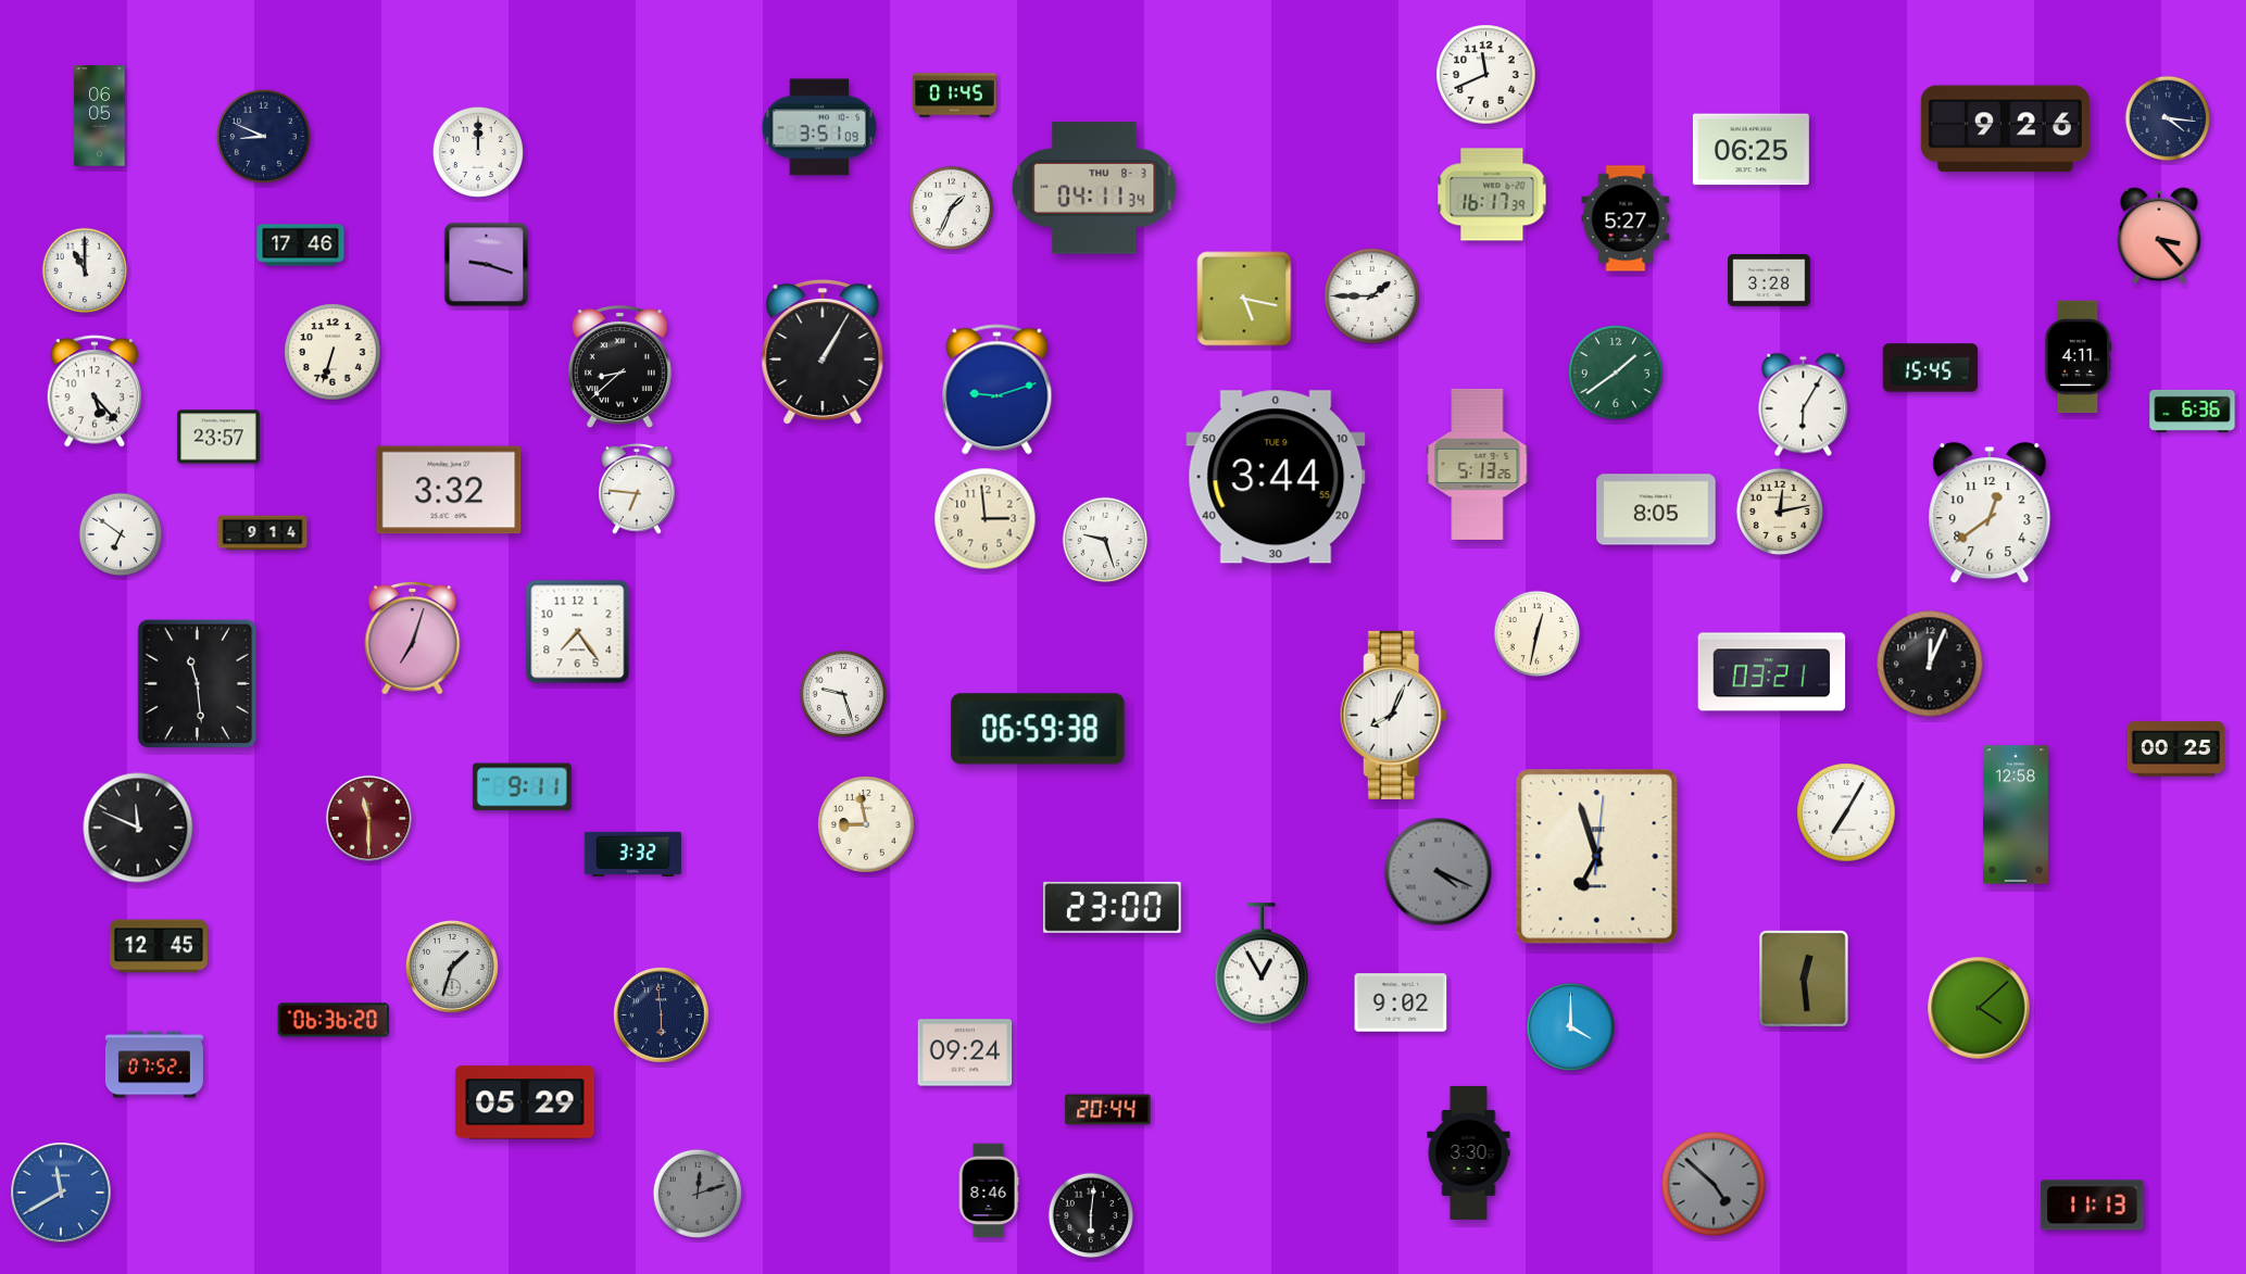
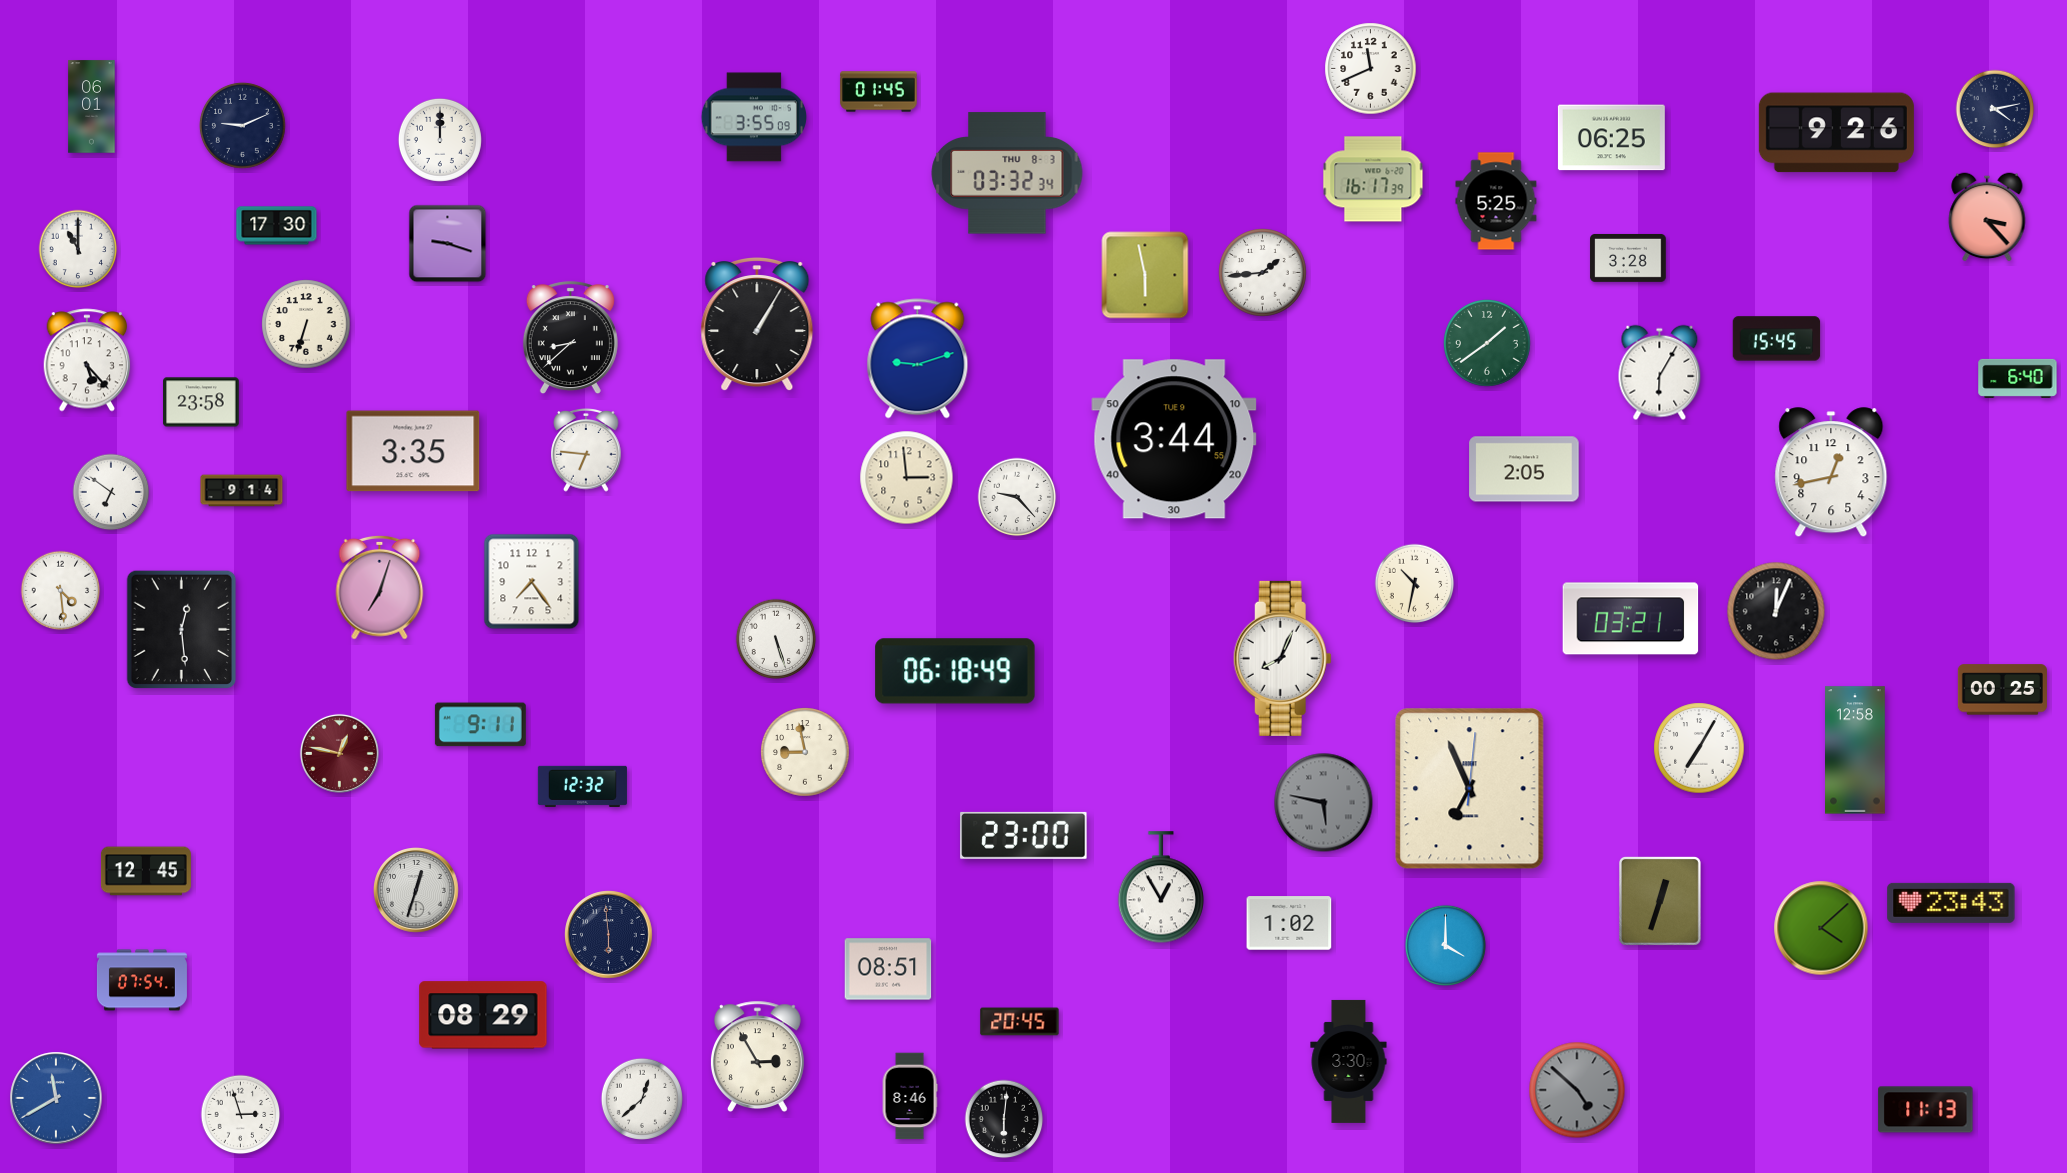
clock at (1486, 75) position: (1486, 75) -> (1371, 69)
clock at (955, 96) position: (955, 96) -> (879, 92)
clock at (100, 116): 06:05 -> 06:01
clock at (2168, 118): 4:16 -> 4:13
clock at (818, 127): 3:51 -> 3:55
clock at (2005, 129) position: (2005, 129) -> (1836, 133)
clock at (264, 137): 8:49 -> 9:11
clock at (1094, 188): 04:11 -> 03:32
clock at (952, 209): 1:34 -> none
clock at (1626, 218): 5:27 -> 5:25
clock at (301, 245): 17:46 -> 17:30
clock at (1372, 297): 1:45 -> 1:44
clock at (1244, 299): 5:17 -> 5:58
clock at (2079, 357): 4:11 -> none
clock at (2193, 411): 6:36 -> 6:40
clock at (218, 437): 23:57 -> 23:58
clock at (1478, 464): 5:13 -> none
clock at (449, 490): 3:32 -> 3:35
clock at (1656, 509): 8:05 -> 2:05
clock at (1780, 512): 12:13 -> none
clock at (1990, 514): 12:39 -> 12:43
clock at (1105, 540): 9:27 -> 9:23
clock at (1538, 634): 12:32 -> 10:32
clock at (61, 591): none -> 4:29
clock at (198, 684): 11:29 -> 12:29
clock at (843, 694): 9:27 -> 5:27
clock at (1038, 729): 06:59 -> 06:18
clock at (368, 818): 11:30 -> 12:47
clock at (866, 824) position: (866, 824) -> (805, 752)
clock at (138, 828): 11:49 -> none
clock at (632, 854): 3:32 -> 12:32
clock at (1597, 857): 6:57 -> 6:56
clock at (1439, 872): 4:19 -> 5:47
clock at (453, 968): 1:33 -> 12:33
clock at (1804, 979): 12:29 -> 12:33
clock at (1951, 903): none -> 23:43
clock at (1401, 1002): 9:02 -> 1:02
clock at (334, 1020): 06:36 -> none
clock at (965, 1052): 09:24 -> 08:51
clock at (154, 1064): 07:52 -> 07:54
clock at (525, 1102): 05:29 -> 08:29
clock at (1108, 1110): 20:44 -> 20:45
clock at (757, 1056): none -> 2:55
clock at (1469, 1152) position: (1469, 1152) -> (1349, 1061)
clock at (698, 1194): 12:12 -> 12:38
clock at (698, 1194) dial: grey -> white
clock at (241, 1115): none -> 2:57
